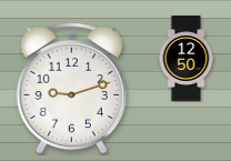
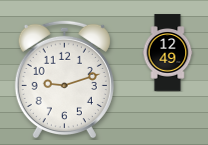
clock at (187, 59): 12:50 -> 12:49
